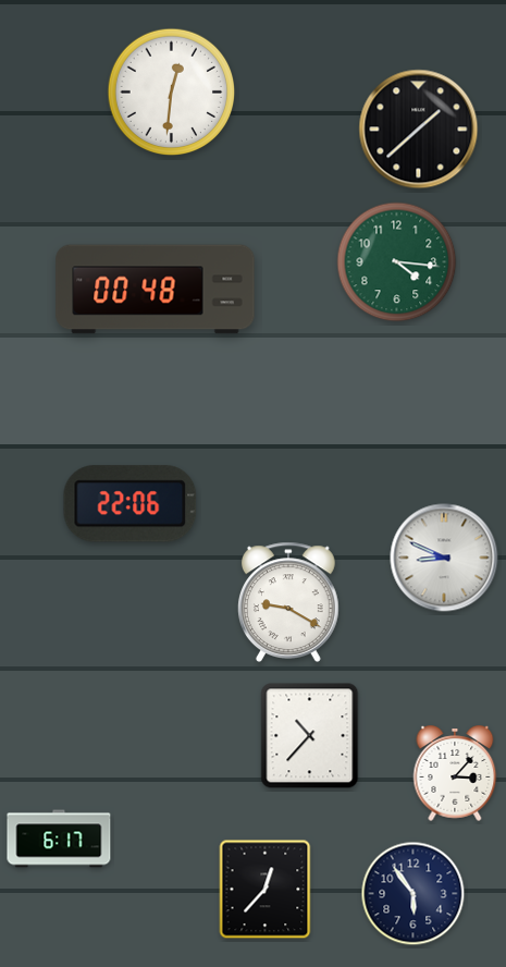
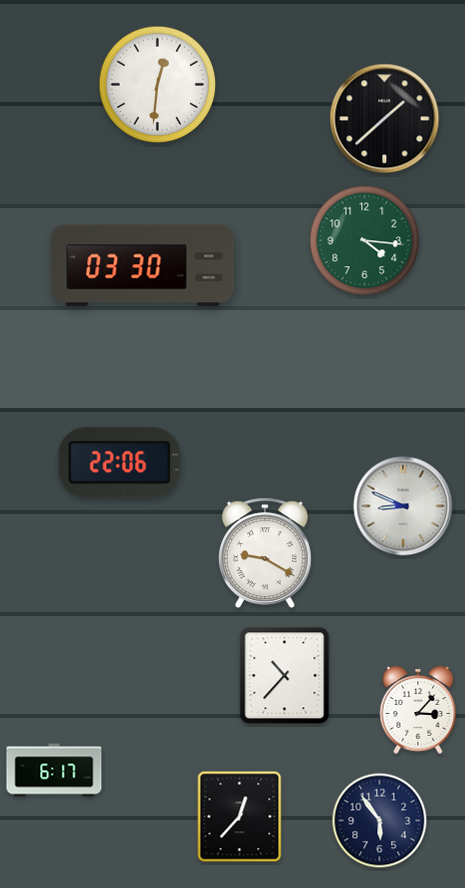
clock at (156, 290): 00:48 -> 03:30
clock at (444, 558) position: (444, 558) -> (403, 506)
clock at (266, 890) position: (266, 890) -> (240, 817)
